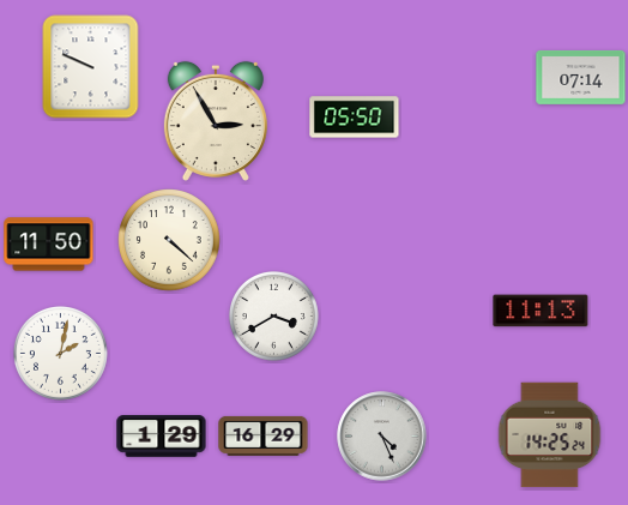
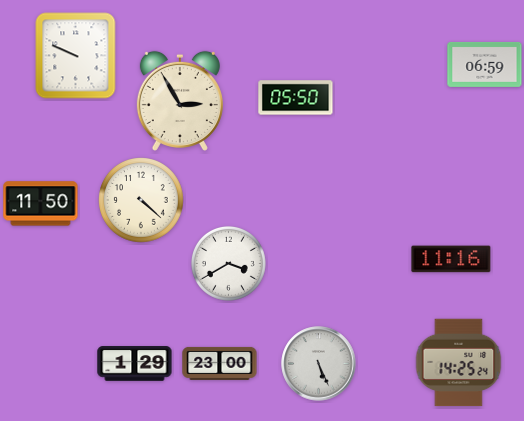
clock at (581, 77): 07:14 -> 06:59
clock at (541, 311): 11:13 -> 11:16
clock at (61, 354): 2:02 -> none
clock at (264, 435): 16:29 -> 23:00
clock at (382, 437): 4:26 -> 5:26
